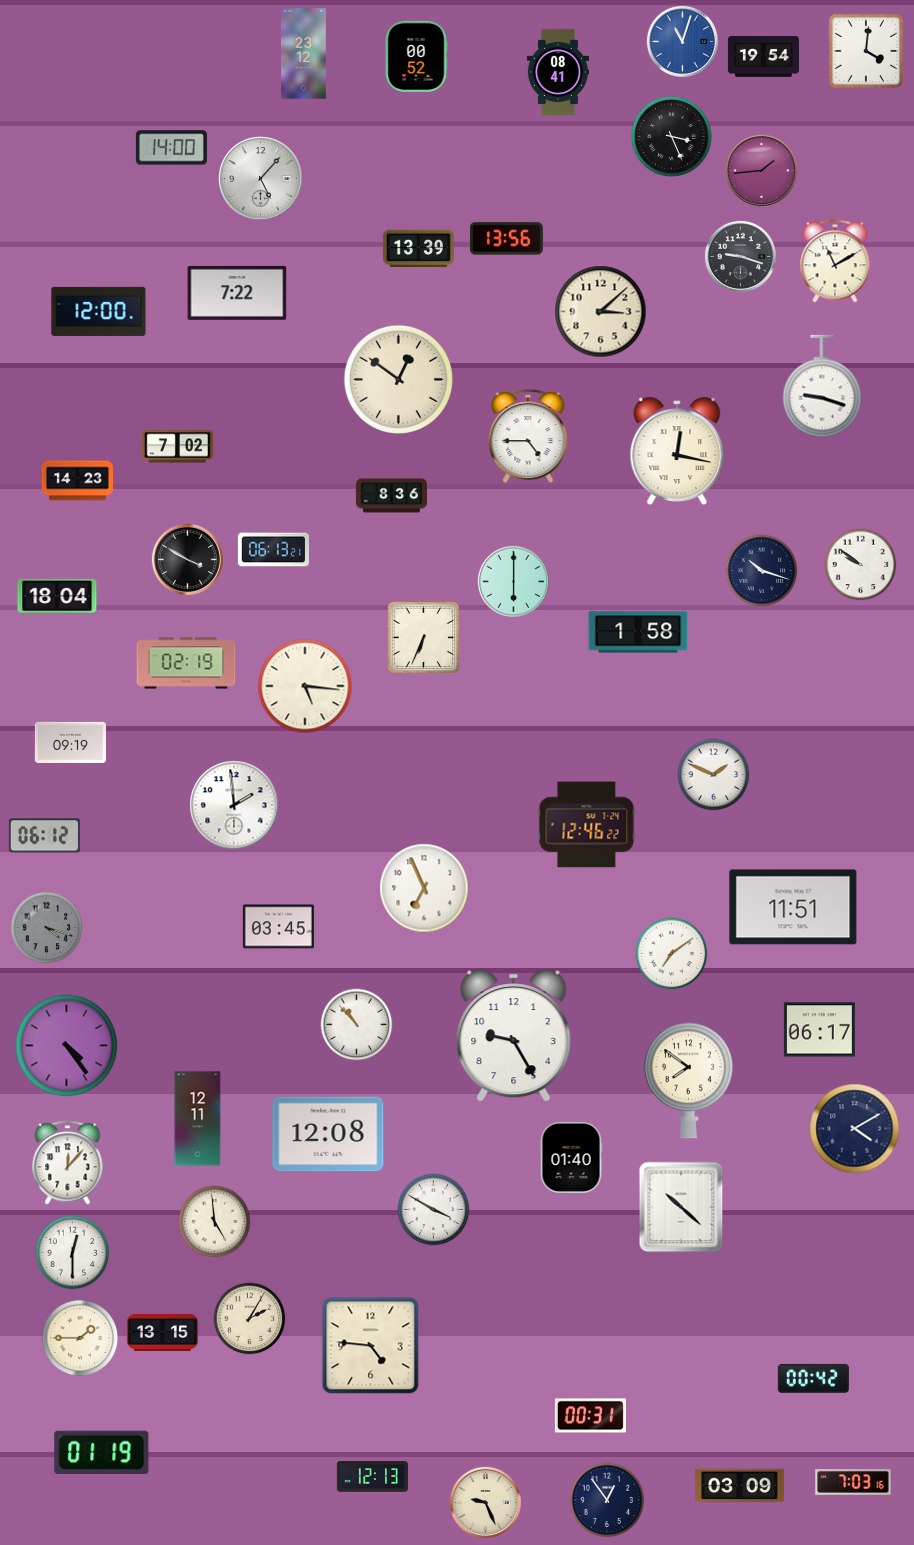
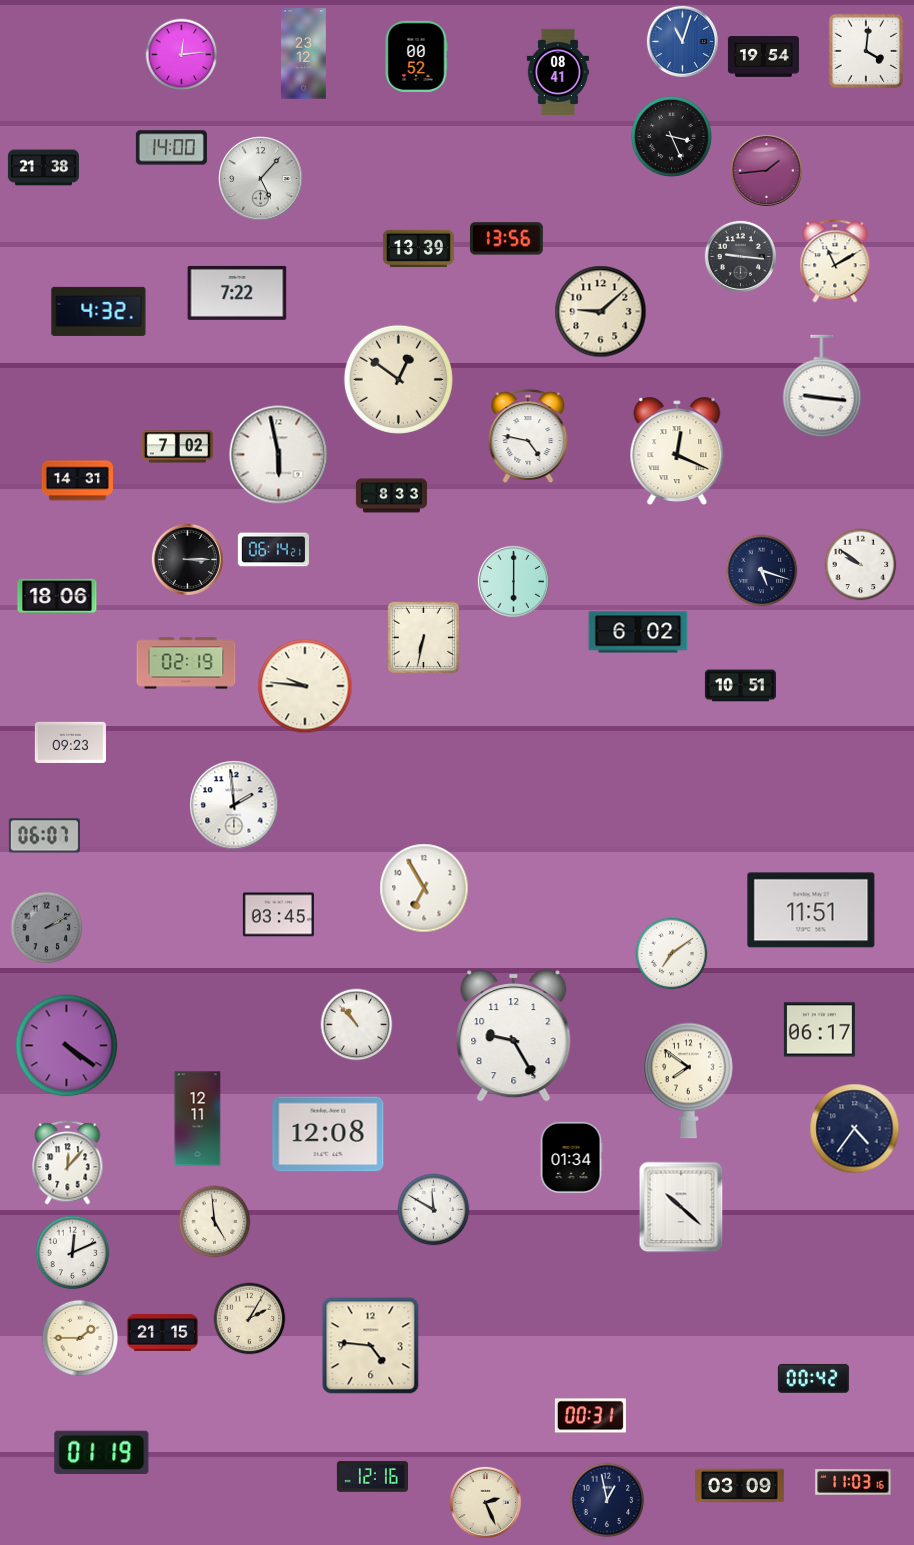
clock at (182, 55): none -> 12:14
clock at (43, 168): none -> 21:38
clock at (761, 170) position: (761, 170) -> (766, 170)
clock at (740, 256): 9:18 -> 9:16
clock at (99, 311): 12:00 -> 4:32
clock at (601, 312): 3:08 -> 9:08
clock at (822, 386): 9:18 -> 9:16
clock at (528, 436): 4:45 -> 4:47
clock at (677, 450): 12:17 -> 12:19
clock at (279, 455): none -> 5:58
clock at (77, 481): 14:23 -> 14:31
clock at (391, 496): 8:36 -> 8:33
clock at (273, 550): 06:13 -> 06:14
clock at (187, 559): 3:50 -> 3:15
clock at (762, 571): 10:18 -> 5:18
clock at (57, 596): 18:04 -> 18:06
clock at (638, 632): 1:58 -> 6:02
clock at (423, 637): 6:34 -> 6:32
clock at (305, 686): 5:16 -> 9:46
clock at (740, 686): none -> 10:51
clock at (70, 742): 09:19 -> 09:23
clock at (714, 775): 1:49 -> none
clock at (587, 825): 12:46 -> none
clock at (44, 836): 06:12 -> 06:07
clock at (424, 888): 6:56 -> 6:55
clock at (793, 907) position: (793, 907) -> (811, 910)
clock at (278, 927) position: (278, 927) -> (278, 915)
clock at (47, 928): 4:18 -> 2:10
clock at (67, 1046): 4:24 -> 4:21
clock at (855, 1129): 4:10 -> 4:36
clock at (571, 1157): 01:40 -> 01:34
clock at (434, 1210): 3:50 -> 11:50
clock at (73, 1253): 12:30 -> 12:11
clock at (162, 1332): 13:15 -> 21:15
clock at (372, 1477): 12:13 -> 12:16
clock at (853, 1482): 7:03 -> 11:03
clock at (607, 1500): 12:54 -> 12:58
clock at (485, 1502): 9:26 -> 2:26
